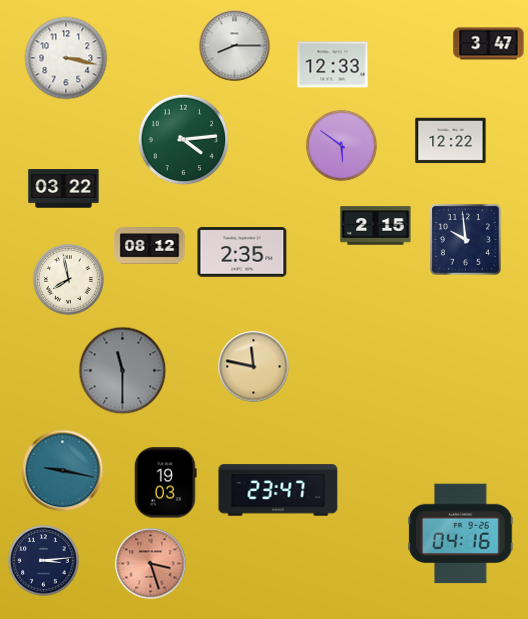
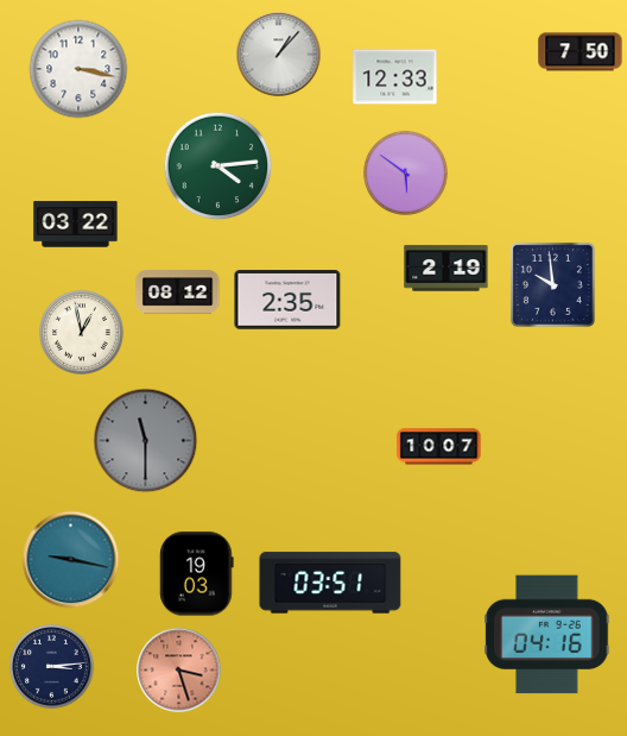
clock at (489, 44): 3:47 -> 7:50
clock at (235, 46): 8:15 -> 1:07
clock at (451, 141): 12:22 -> none
clock at (376, 226): 2:15 -> 2:19
clock at (69, 280): 7:58 -> 12:58
clock at (254, 367): 11:47 -> none
clock at (439, 447): none -> 10:07
clock at (63, 471) position: (63, 471) -> (71, 560)
clock at (278, 490): 23:47 -> 03:51
